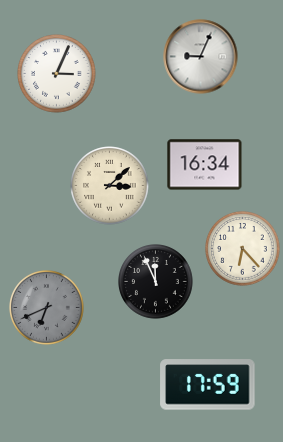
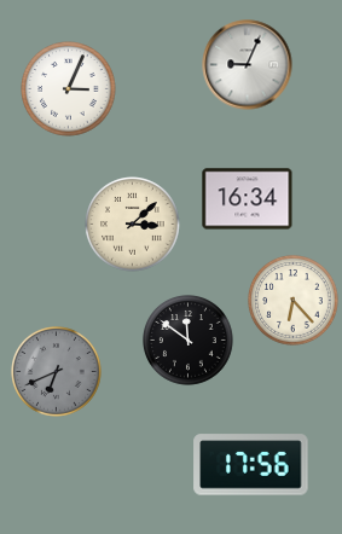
clock at (201, 57) position: (201, 57) -> (248, 65)
clock at (156, 282): 11:56 -> 11:51
clock at (208, 385): 17:59 -> 17:56
